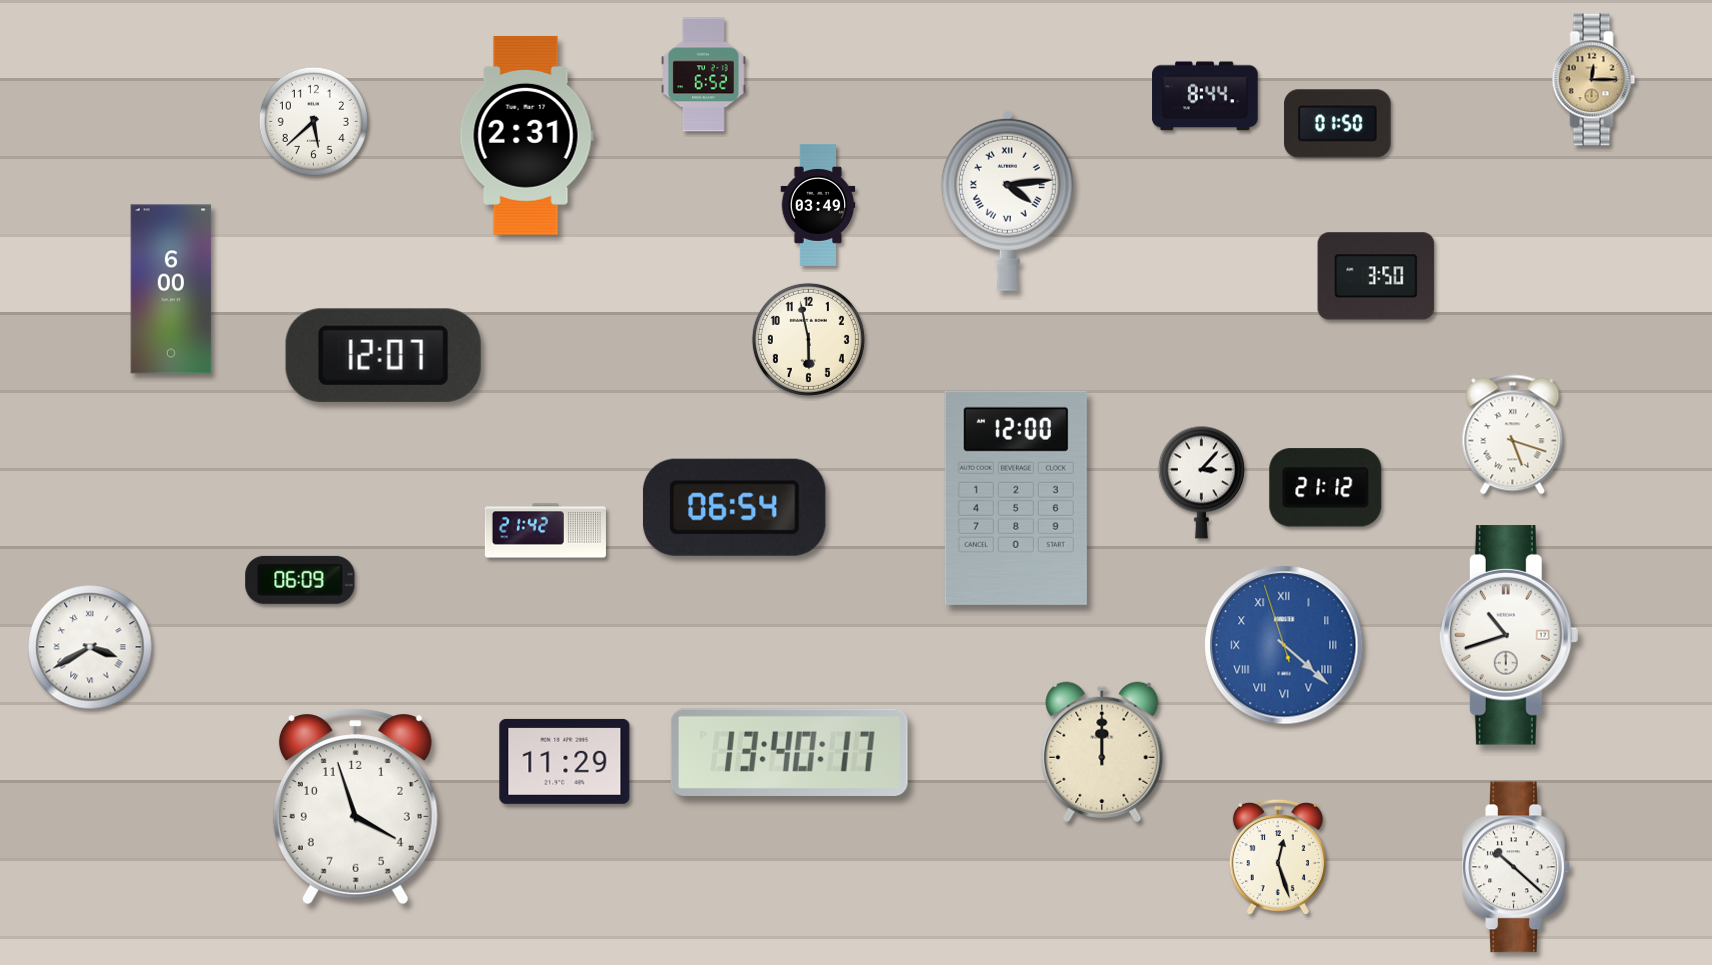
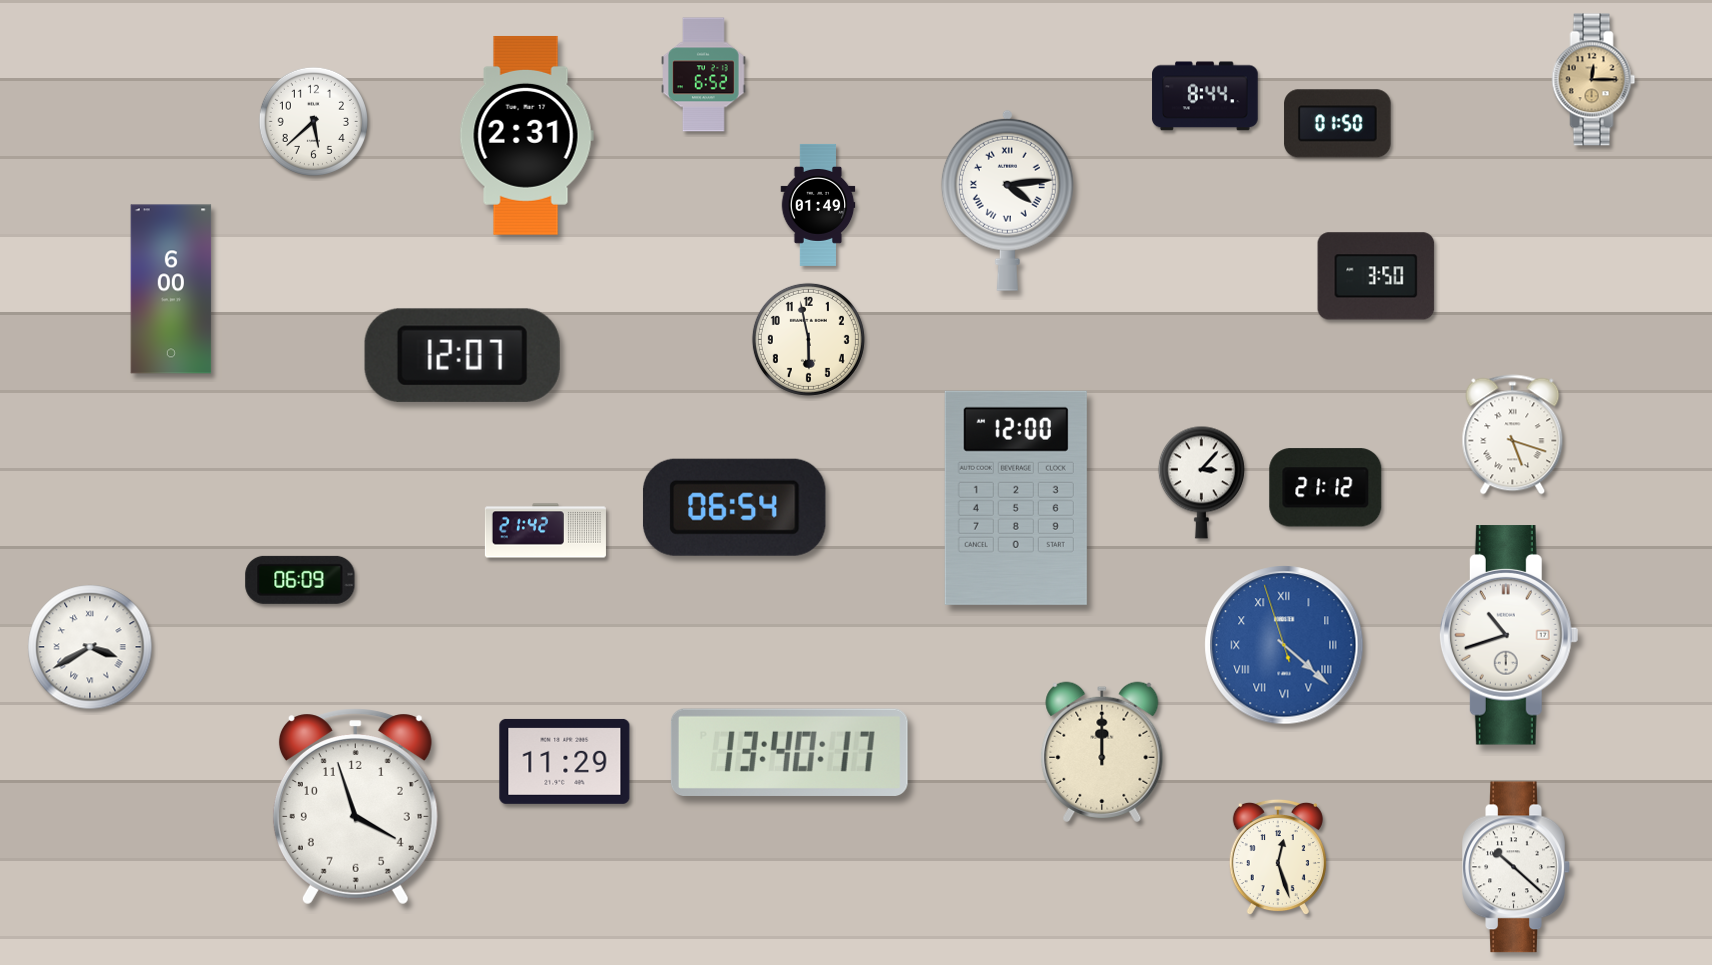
clock at (818, 205): 03:49 -> 01:49
clock at (383, 355) position: (383, 355) -> (462, 355)
